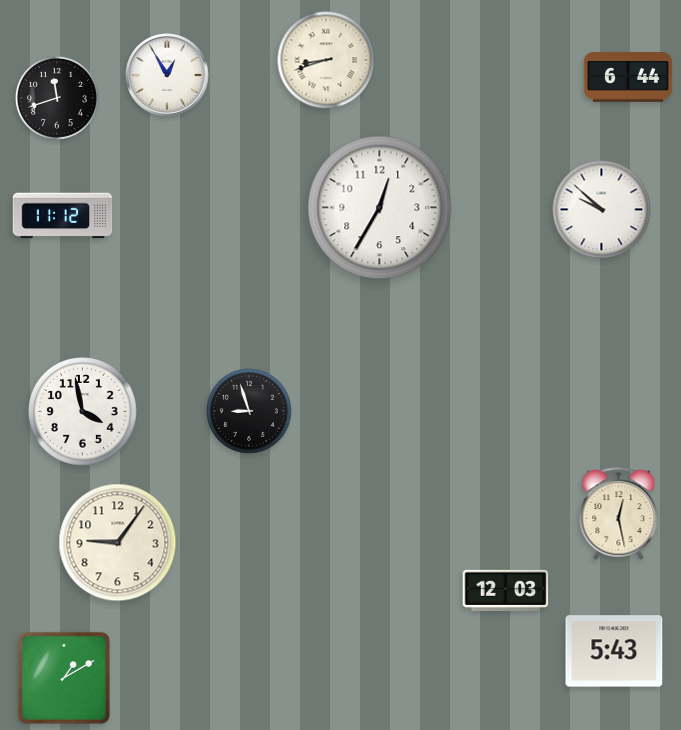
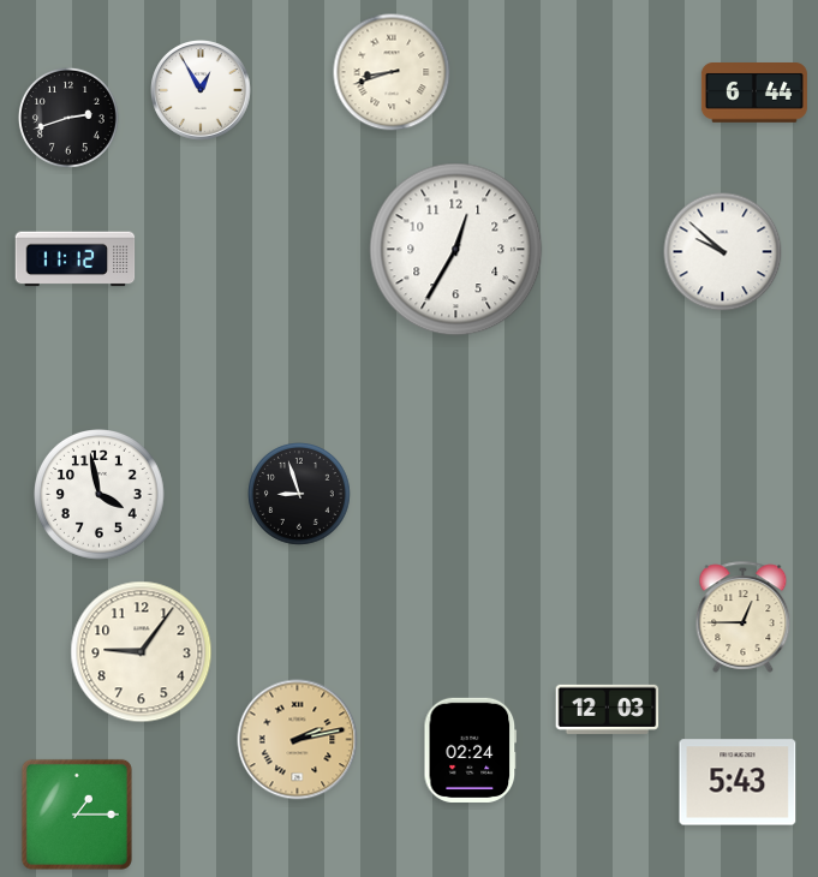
clock at (57, 98): 11:42 -> 2:42
clock at (619, 513): 12:28 -> 12:45
clock at (298, 740): none -> 2:13
clock at (471, 750): none -> 02:24
clock at (64, 678): 1:10 -> 1:15
